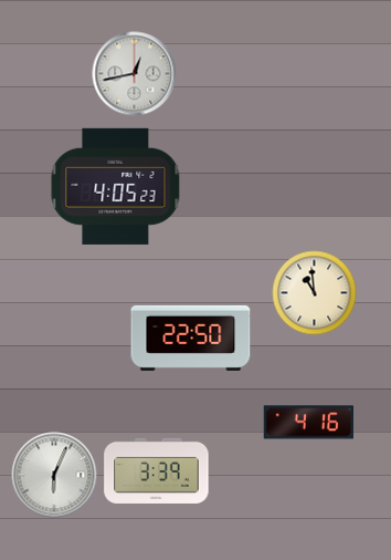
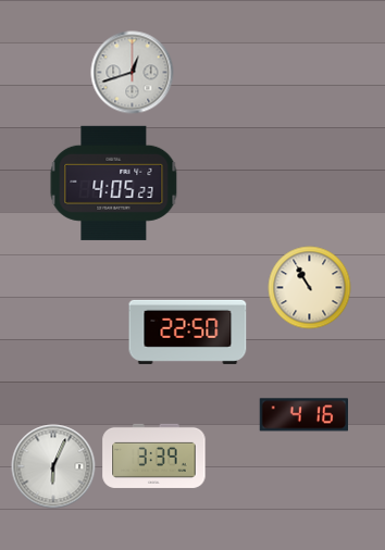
clock at (135, 74): 12:43 -> 12:42
clock at (315, 293): 10:59 -> 10:55
clock at (157, 470) position: (157, 470) -> (154, 455)
